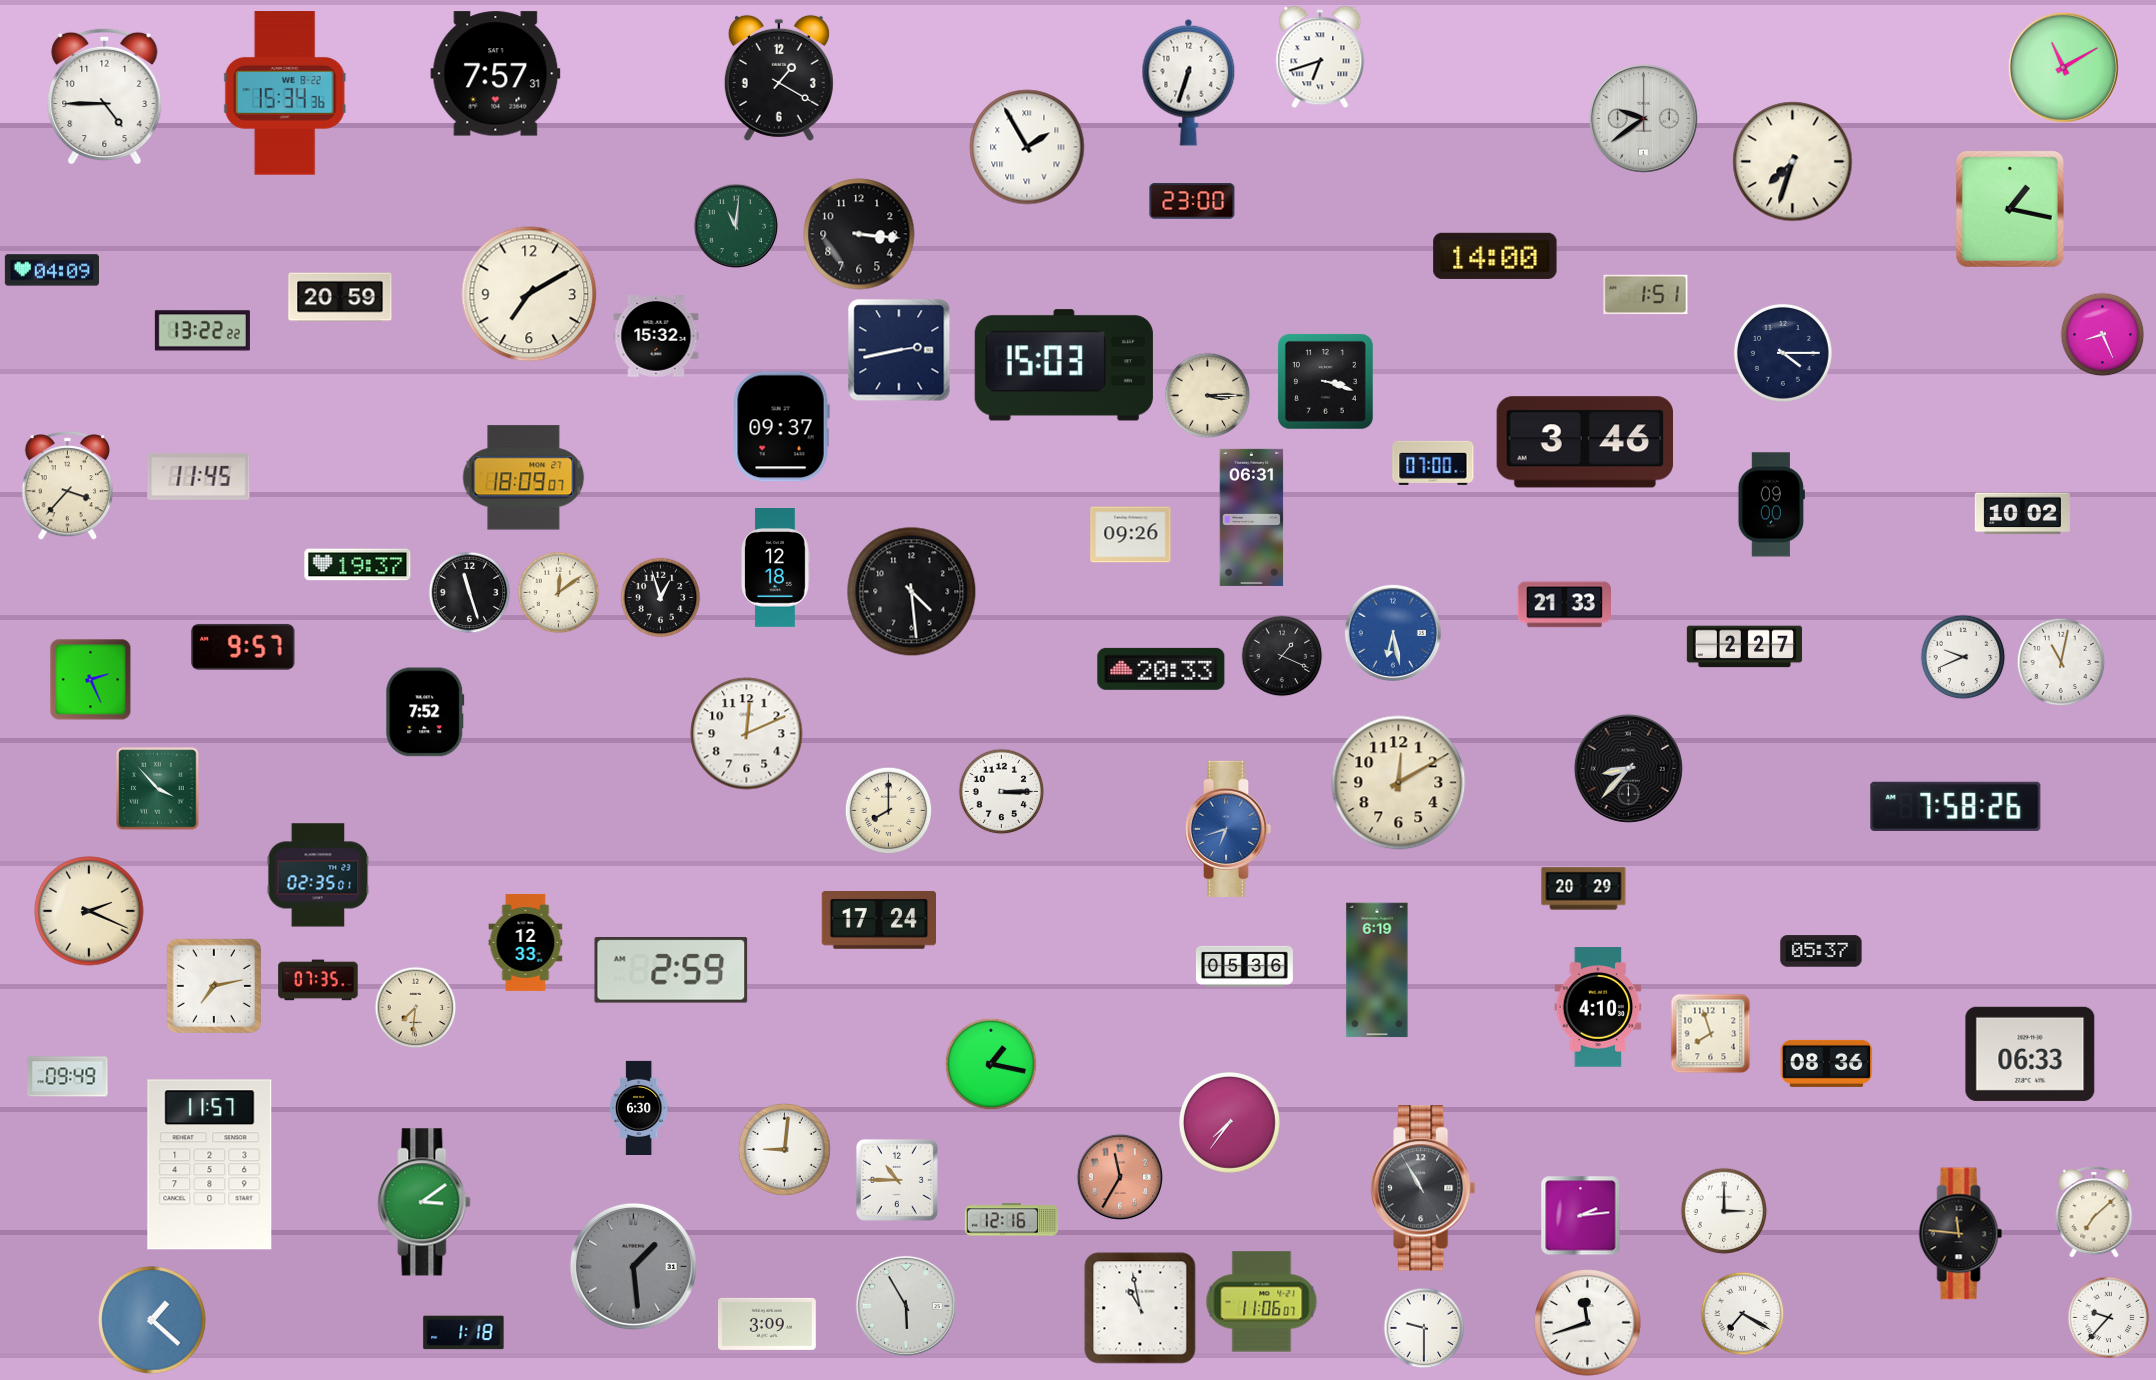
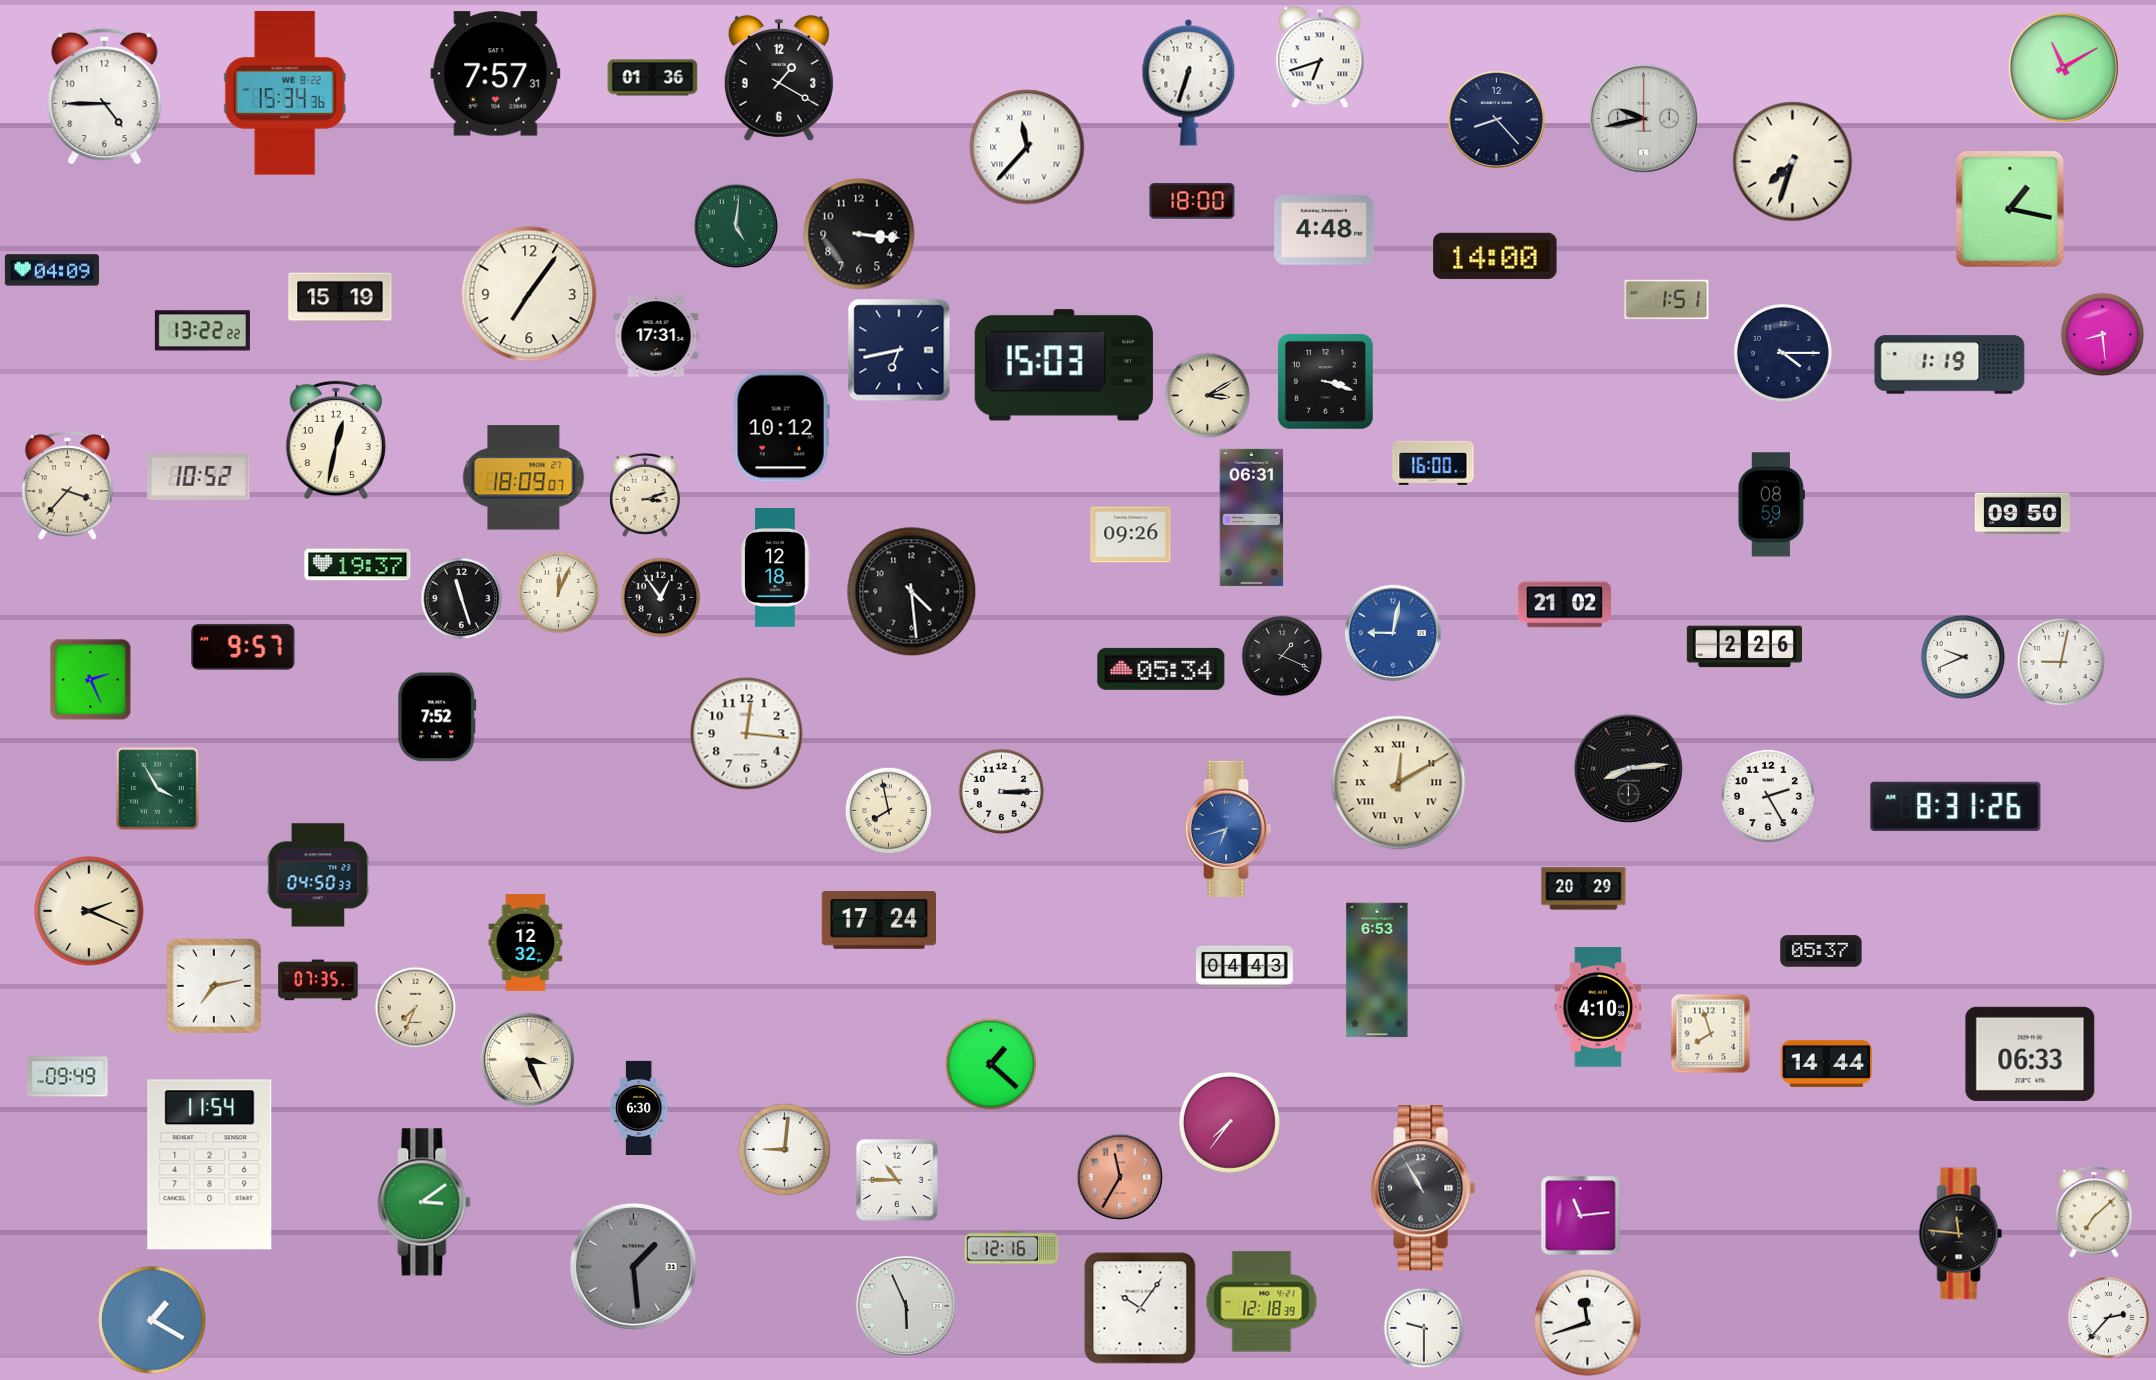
clock at (653, 78): none -> 01:36
clock at (1643, 118): 9:39 -> 9:43
clock at (1496, 119): none -> 8:23
clock at (1027, 147): 1:55 -> 11:37
clock at (1192, 201): 23:00 -> 18:00
clock at (736, 226): 11:01 -> 5:01
clock at (1324, 230): none -> 4:48
clock at (529, 294): 7:10 -> 7:06
clock at (1646, 295) position: (1646, 295) -> (1667, 300)
clock at (340, 297): 20:59 -> 15:19
clock at (2103, 335): 8:26 -> 8:29
clock at (656, 336): 15:32 -> 17:31
clock at (899, 350): 2:43 -> 6:43
clock at (1950, 365): none -> 1:19
clock at (1208, 396): 3:15 -> 3:10
clock at (781, 427): 09:37 -> 10:12
clock at (336, 439): none -> 12:32
clock at (1585, 442): 3:46 -> none
clock at (1433, 463): 07:00 -> 16:00
clock at (199, 476): 11:45 -> 10:52
clock at (645, 495): none -> 3:12
clock at (1771, 505): 09:00 -> 08:59
clock at (2022, 514): 10:02 -> 09:50
clock at (470, 593) position: (470, 593) -> (462, 599)
clock at (559, 593): 12:09 -> 12:04
clock at (661, 598): 12:57 -> 12:54
clock at (1564, 605): 21:33 -> 21:02
clock at (1393, 633): 6:28 -> 9:02
clock at (1744, 647): 2:27 -> 2:26
clock at (2061, 662): 11:02 -> 9:02
clock at (1161, 669): 20:33 -> 05:34
clock at (425, 712) position: (425, 712) -> (437, 717)
clock at (747, 734): 12:11 -> 12:16
clock at (1628, 768): 8:37 -> 8:14
clock at (1399, 783) numerals: Arabic -> Roman
clock at (158, 789): 3:53 -> 3:55
clock at (1768, 796): none -> 2:25
clock at (1956, 806): 7:58 -> 8:31
clock at (889, 811): 8:00 -> 7:58
clock at (318, 875): 02:35 -> 04:50
clock at (526, 942): 12:33 -> 12:32
clock at (1244, 966): 05:36 -> 04:43
clock at (1377, 970): 6:19 -> 6:53
clock at (671, 971): 2:59 -> none
clock at (416, 1008): 7:31 -> 7:34
clock at (527, 1059): none -> 3:26
clock at (1827, 1063): 08:36 -> 14:44
clock at (991, 1064): 1:17 -> 1:22
clock at (210, 1165): 11:57 -> 11:54
clock at (1724, 1211): 3:00 -> none
clock at (1581, 1216): 2:14 -> 11:14
clock at (1012, 1220) position: (1012, 1220) -> (1012, 1248)
clock at (1262, 1302): 11:06 -> 12:18
clock at (906, 1306): 5:55 -> 5:56
clock at (1140, 1308): 10:58 -> 10:06
clock at (1743, 1314): 7:20 -> none
clock at (2109, 1318): 9:37 -> 2:37
clock at (152, 1320): 1:22 -> 1:20
clock at (768, 1324): 3:09 -> none
clock at (464, 1333): 1:18 -> none
